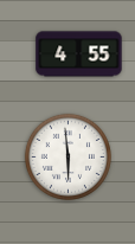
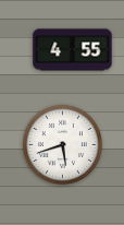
clock at (67, 156): 5:59 -> 5:42
